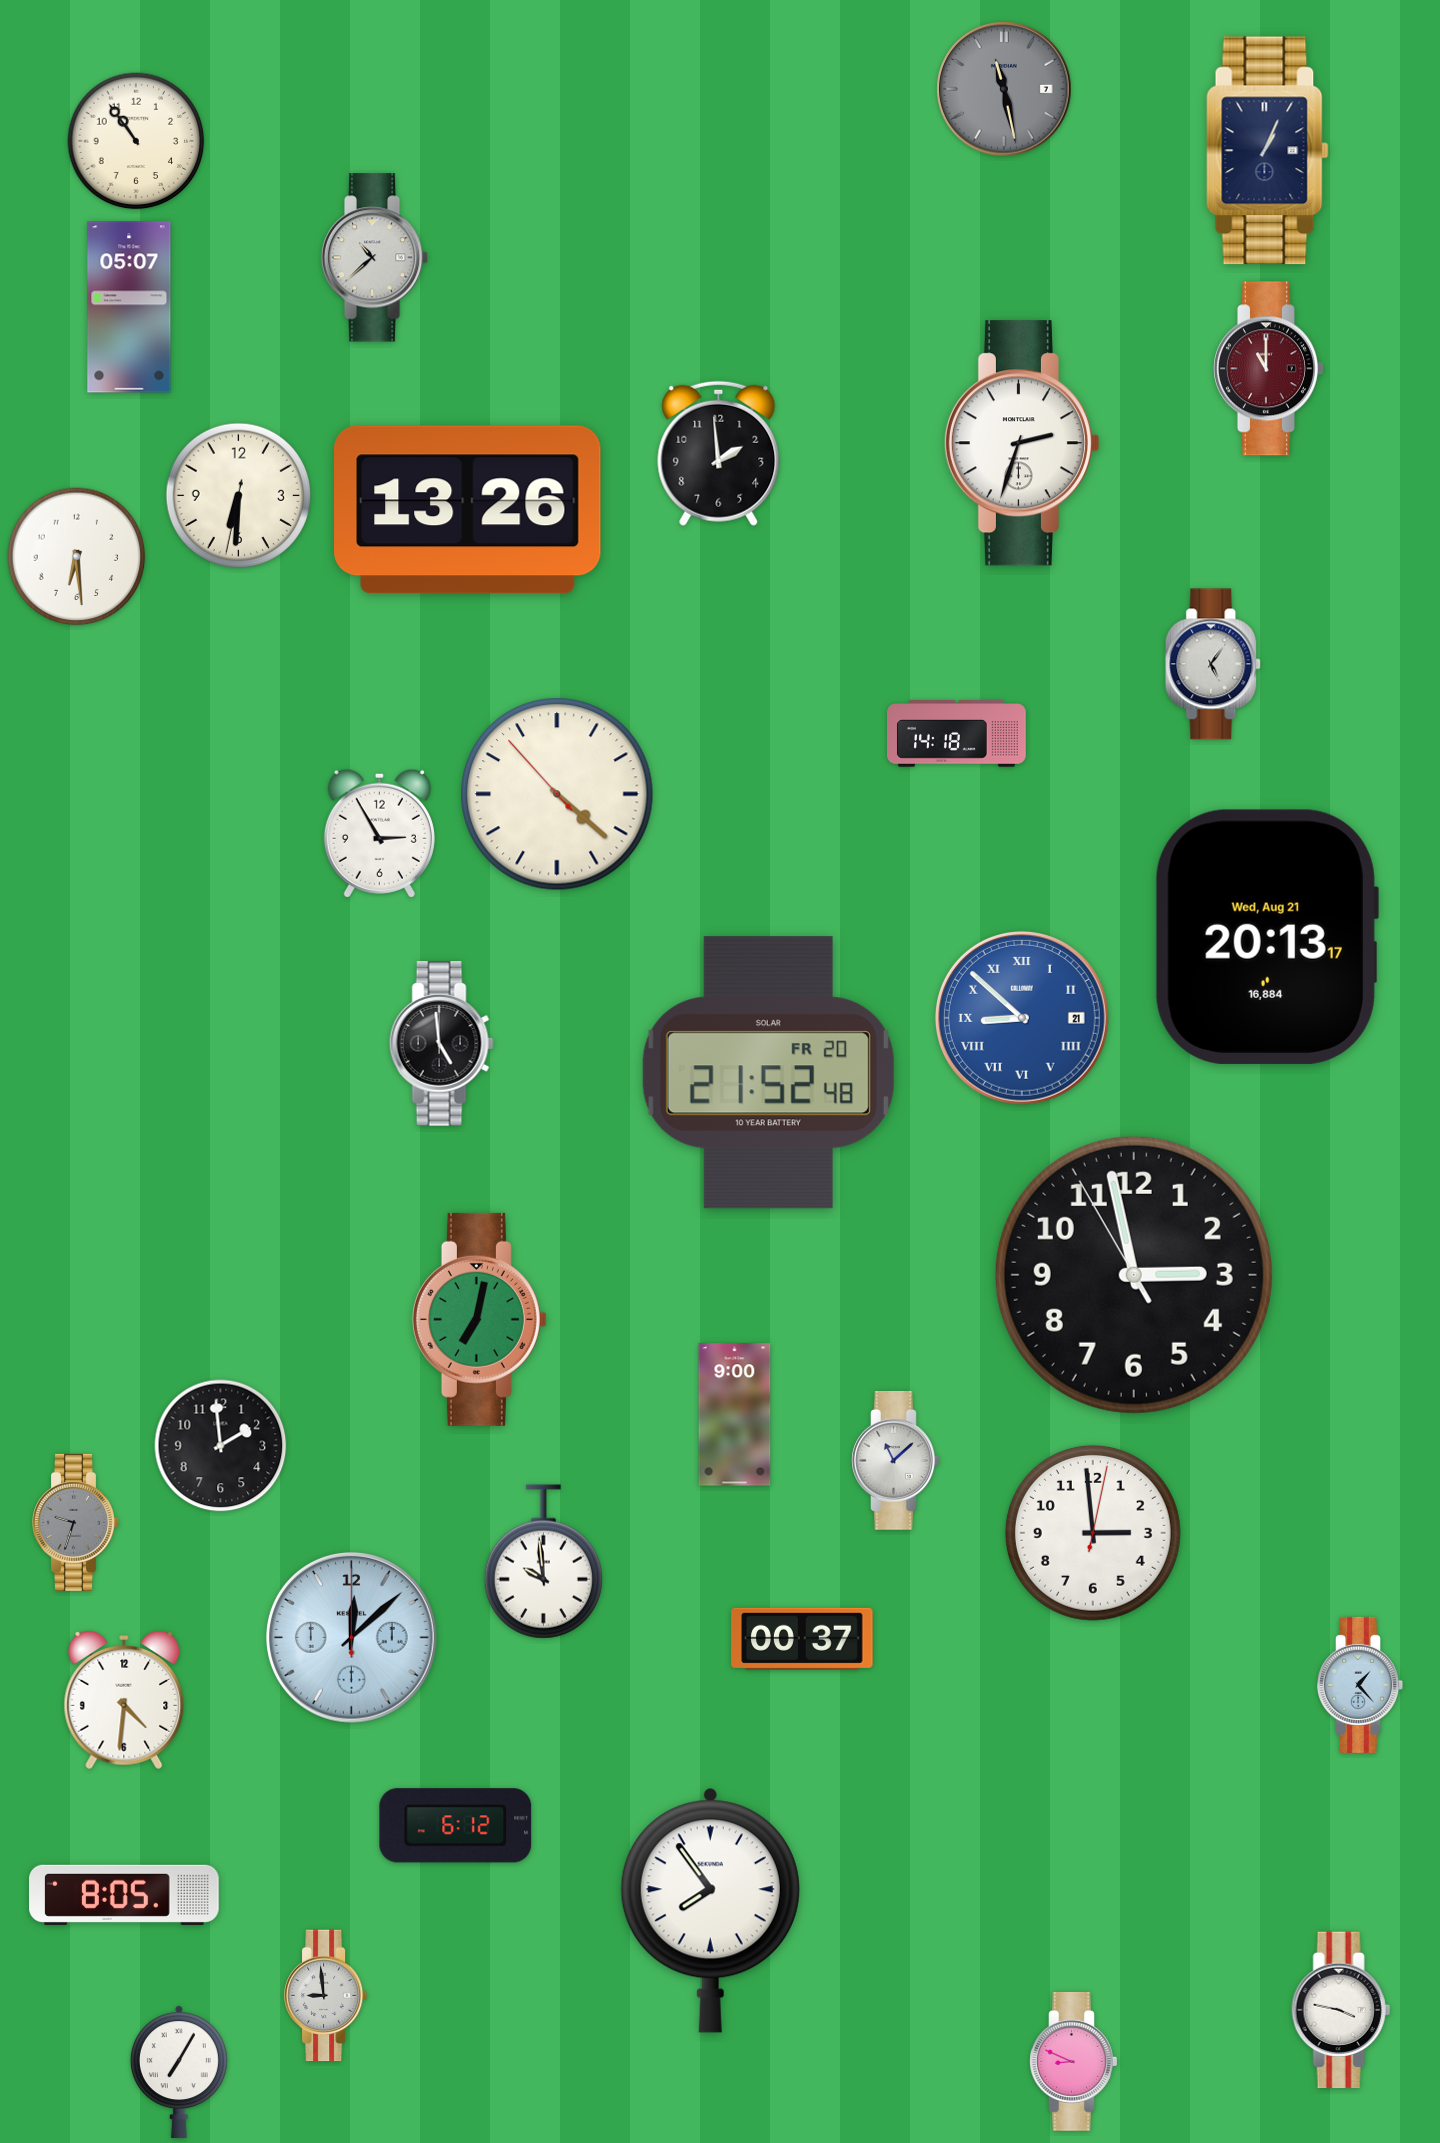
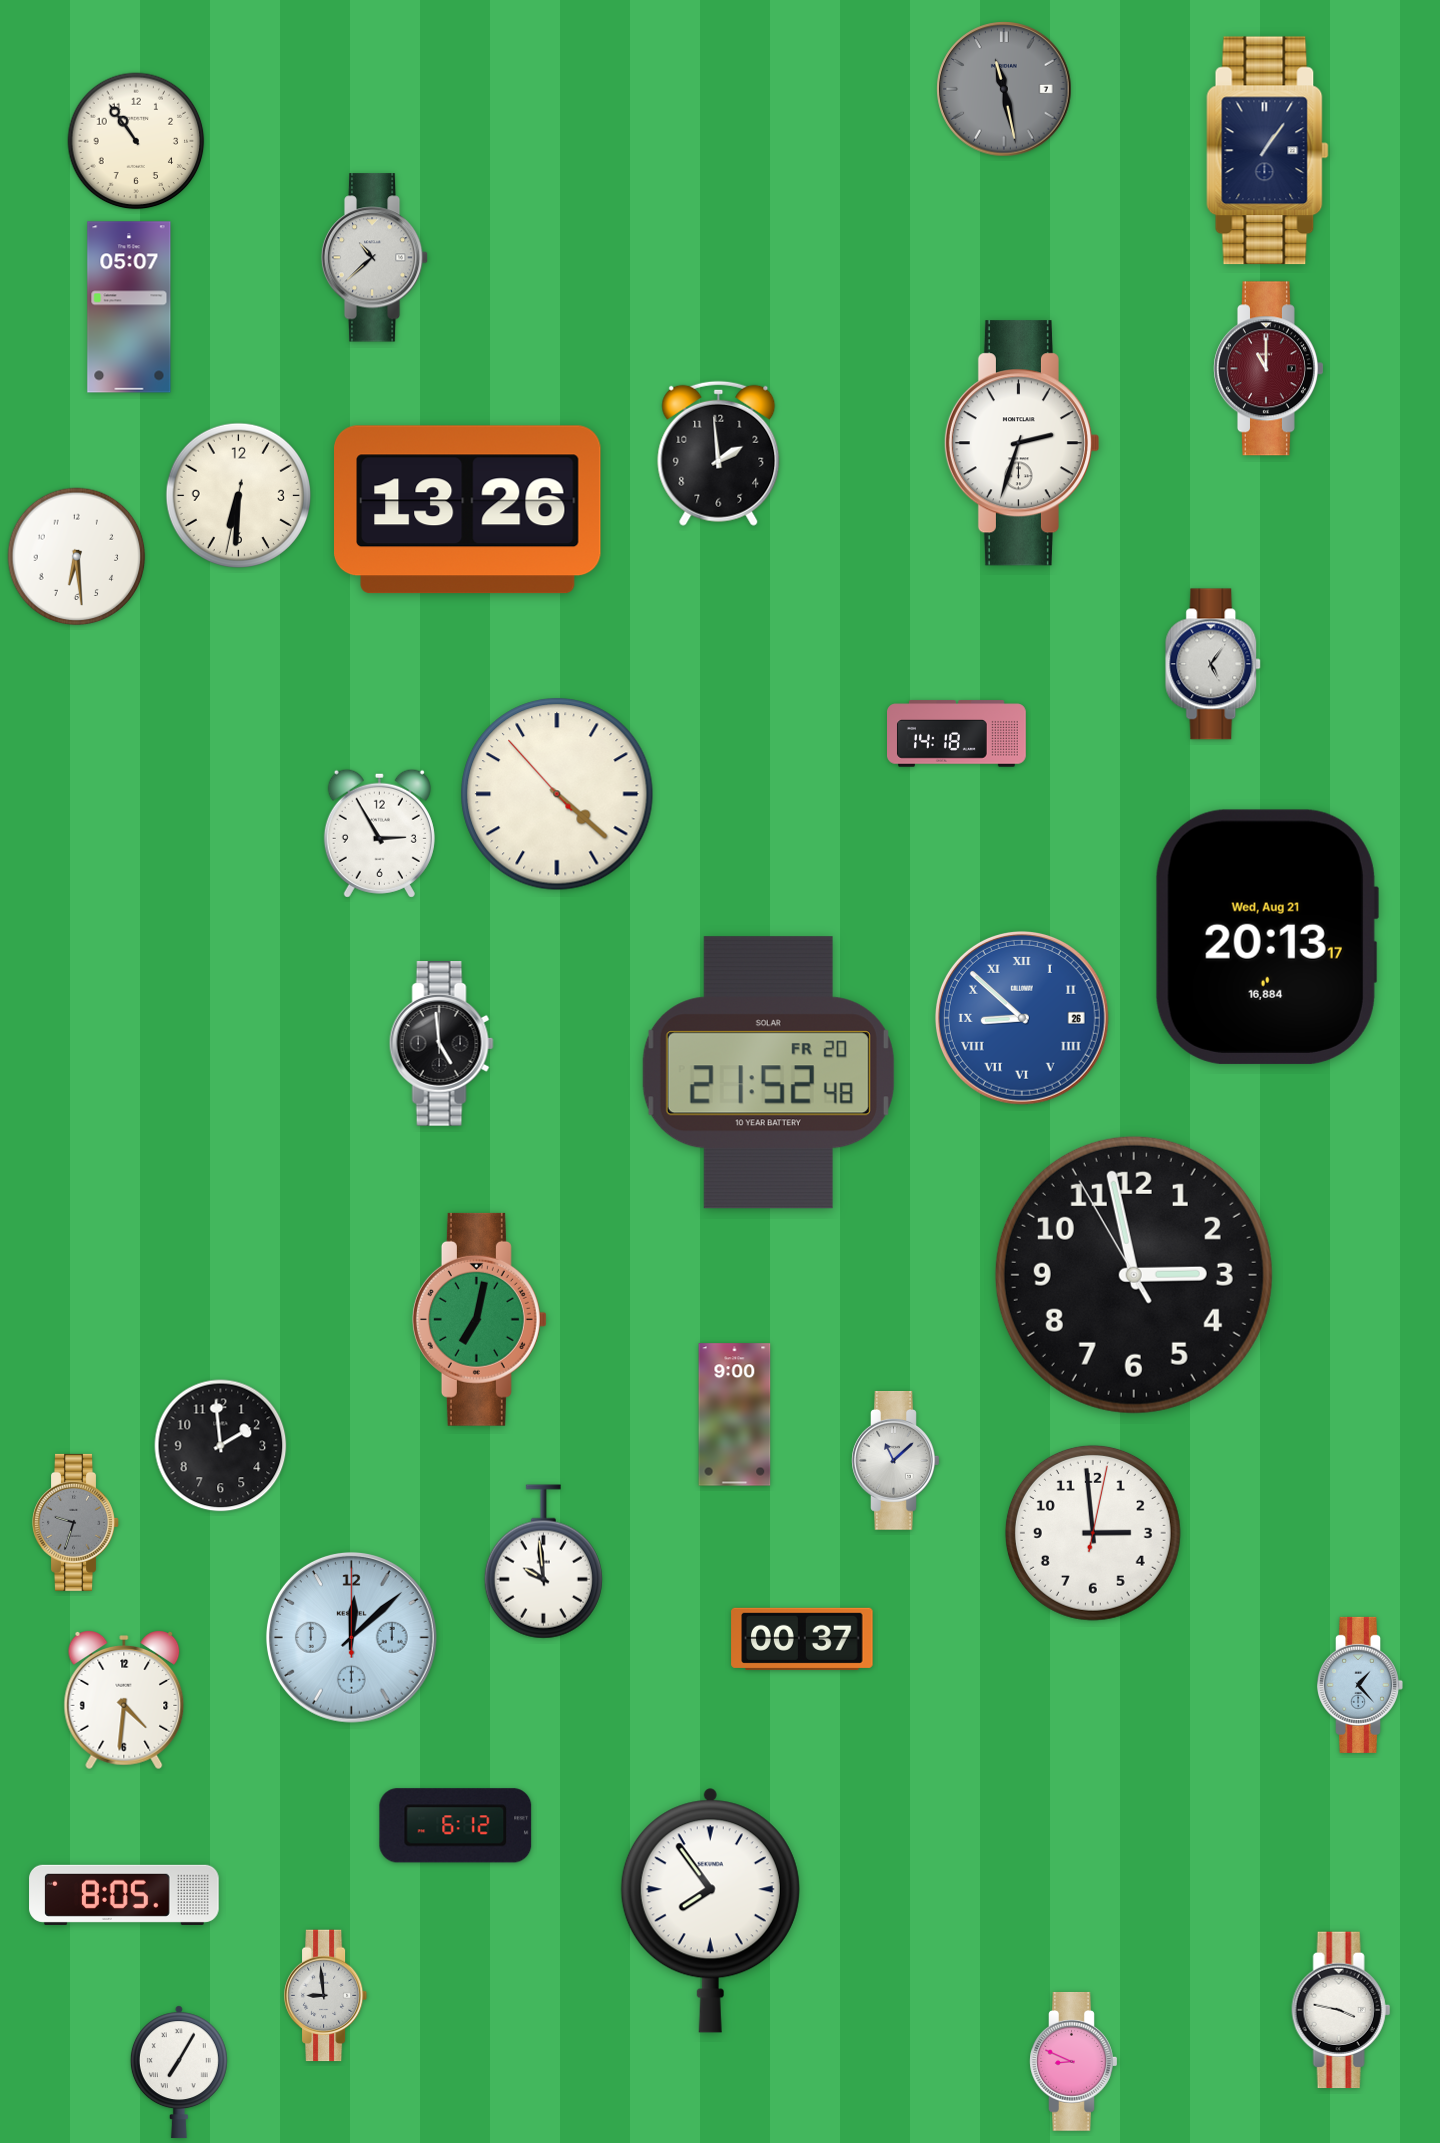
clock at (1268, 151): 1:04 -> 1:06
clock at (1022, 1018) date: 21 -> 26
